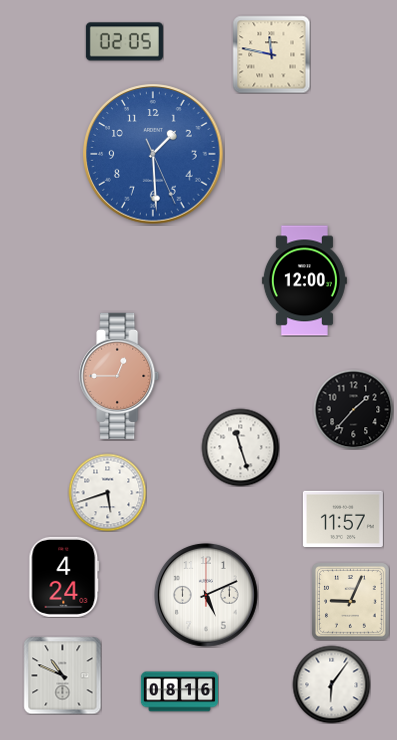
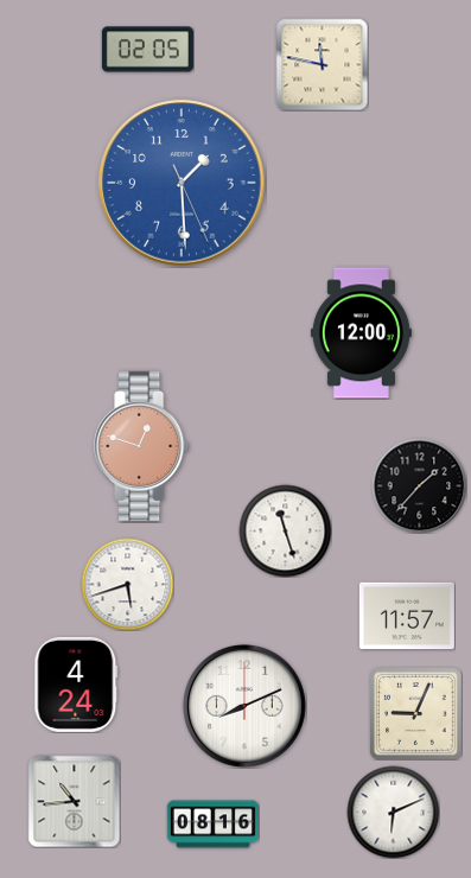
clock at (120, 376): 12:45 -> 12:48
clock at (206, 595): 5:11 -> 8:11
clock at (62, 675): 10:49 -> 10:44
clock at (331, 684): 6:06 -> 6:11
clock at (179, 692) position: (179, 692) -> (212, 825)
